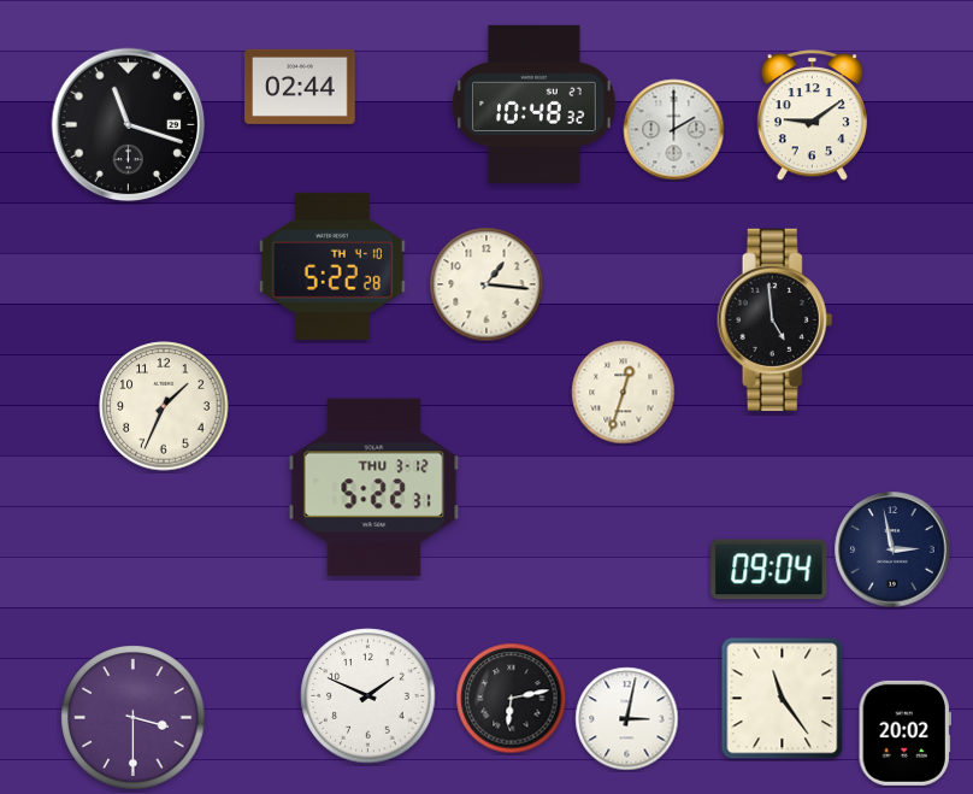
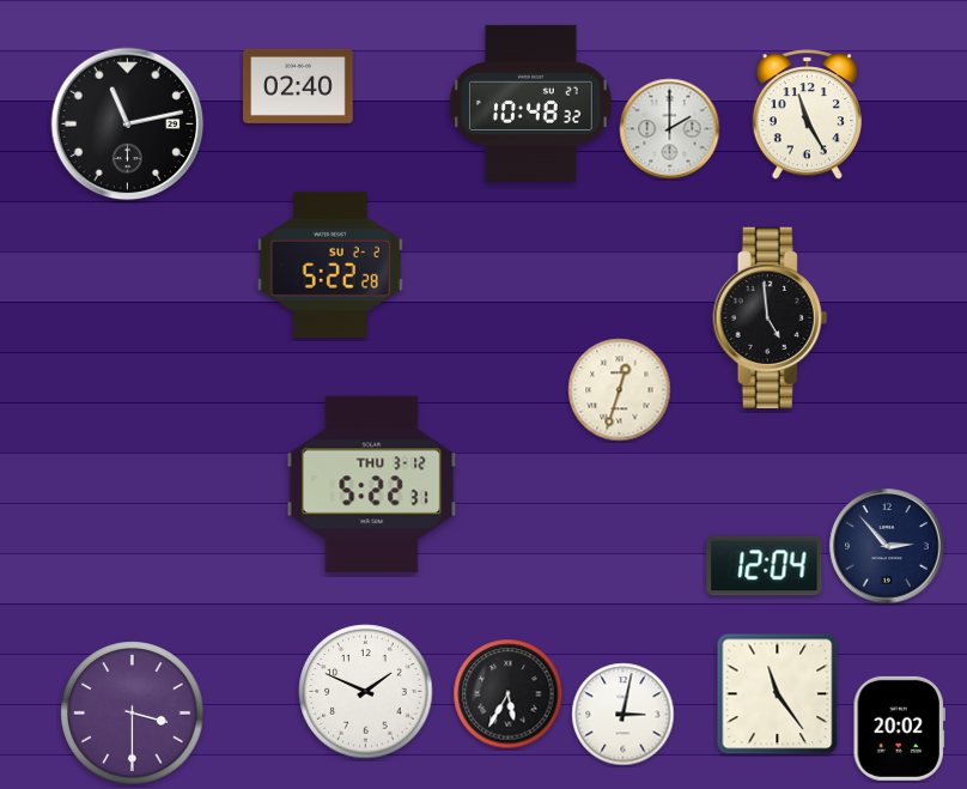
clock at (300, 87): 02:44 -> 02:40
clock at (812, 116): 9:09 -> 11:25
clock at (129, 125): 11:18 -> 11:13
clock at (332, 266) date: TH 4-10 -> SU 2-2
clock at (486, 284): 1:16 -> none
clock at (164, 406): 1:34 -> none
clock at (892, 549): 2:58 -> 2:53
clock at (769, 570): 09:04 -> 12:04
clock at (512, 699): 6:13 -> 5:35
